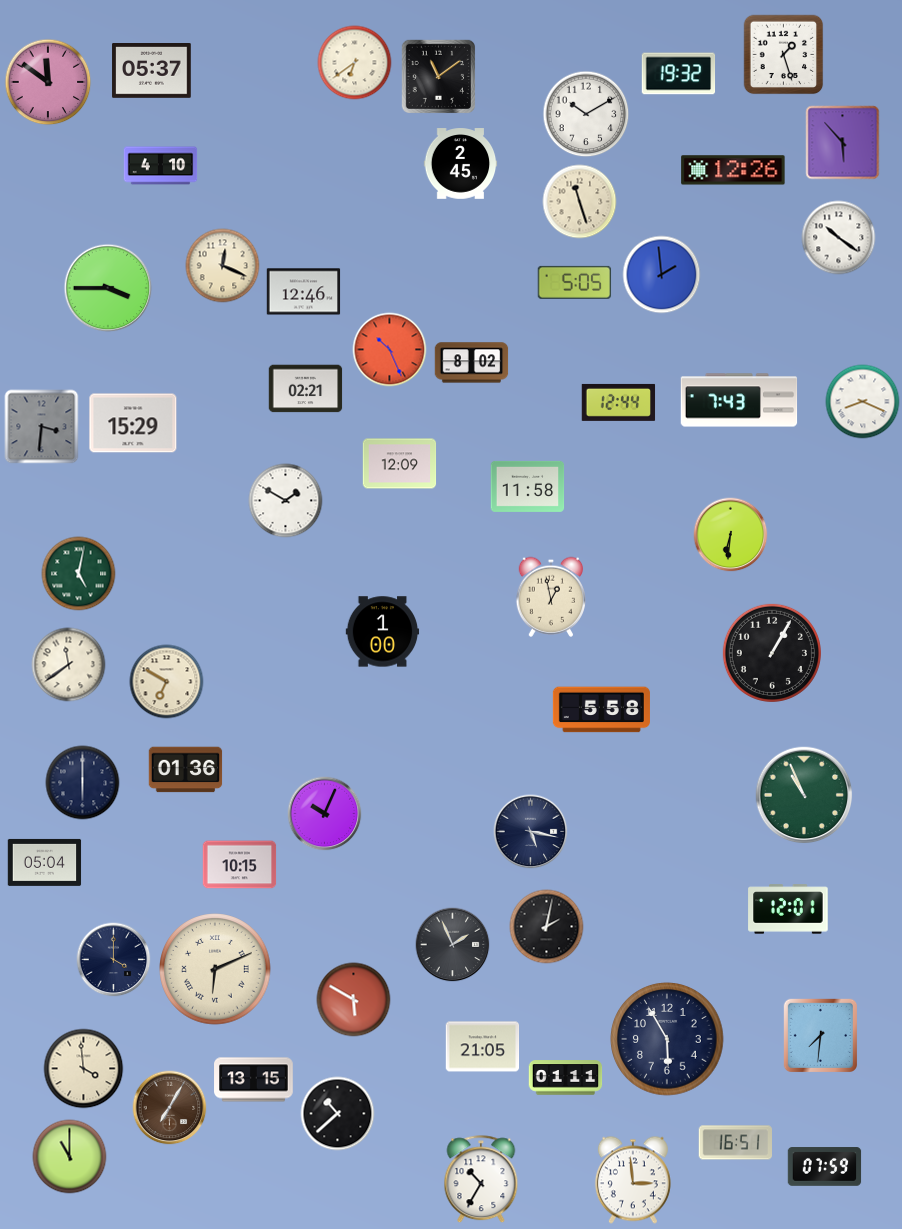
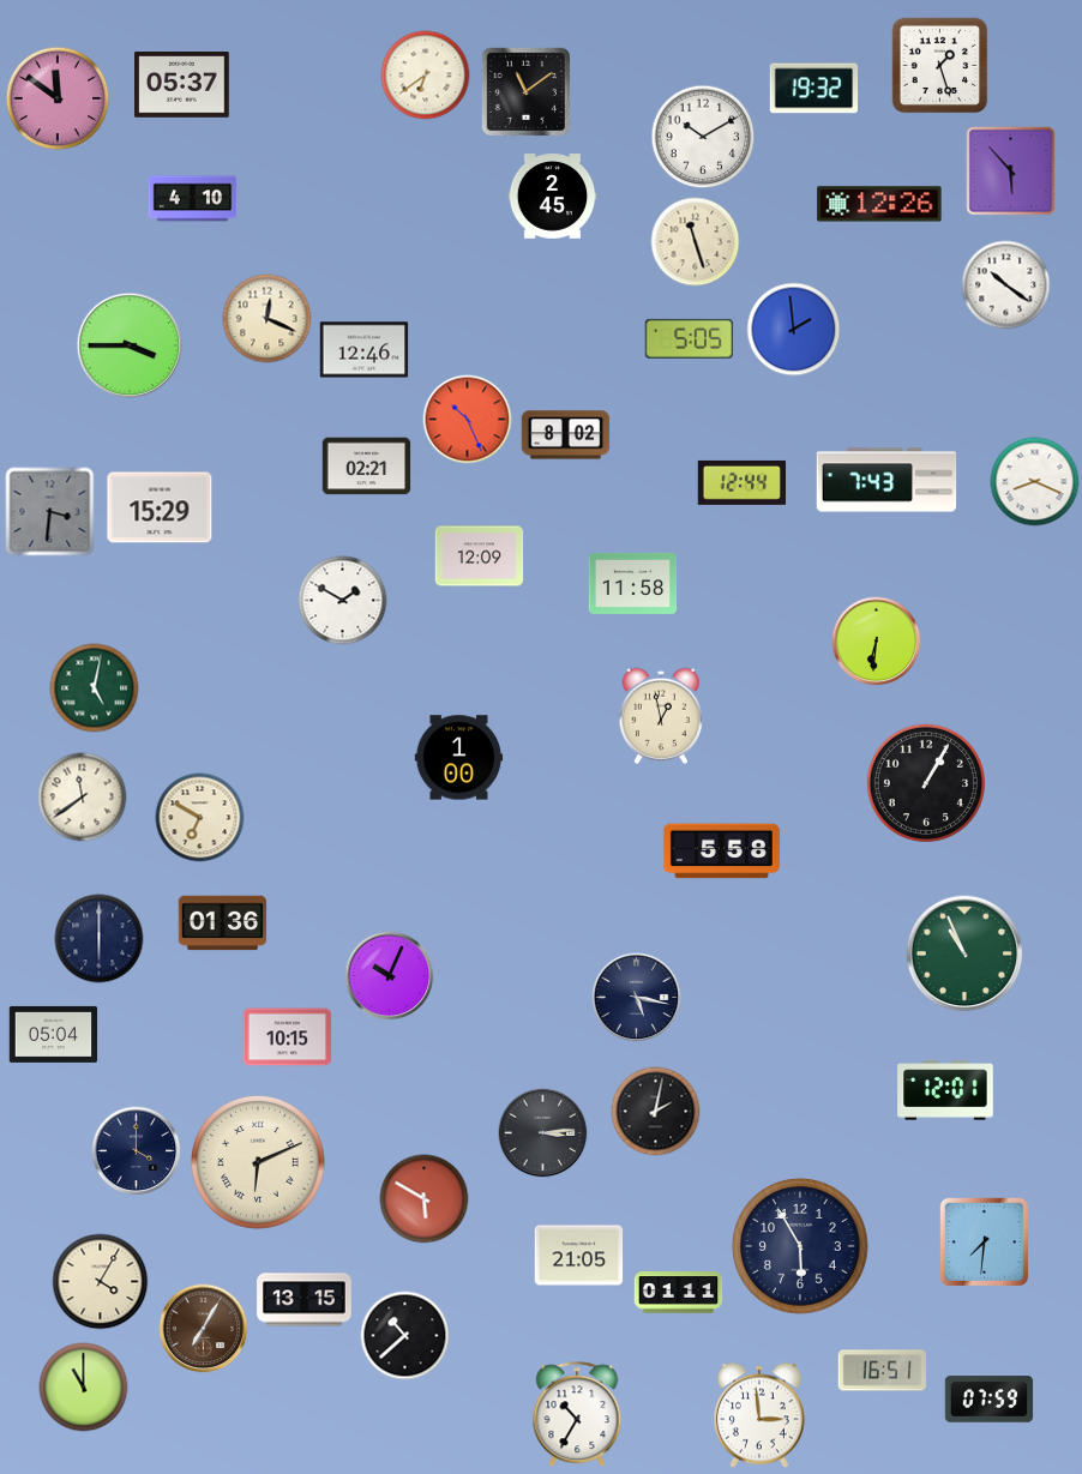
clock at (453, 945): 1:56 -> 3:14
clock at (84, 1069): 3:59 -> 4:05
clock at (254, 1080) position: (254, 1080) -> (305, 1300)
